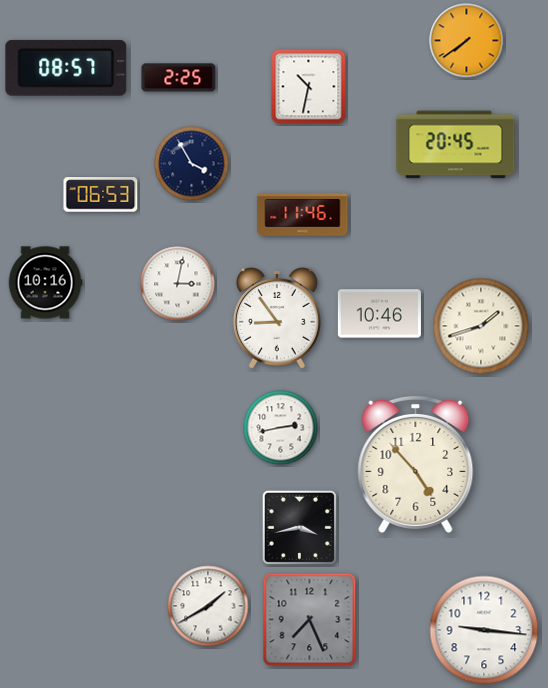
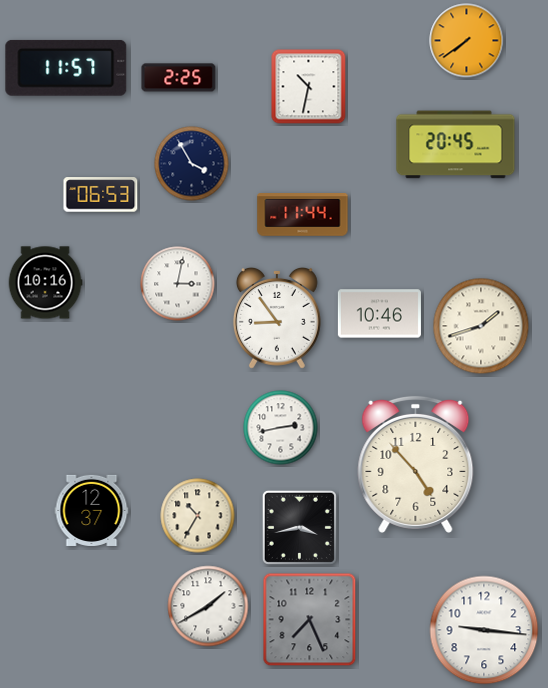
clock at (66, 68): 08:57 -> 11:57
clock at (303, 215): 11:46 -> 11:44
clock at (92, 510): none -> 12:37
clock at (198, 516): none -> 10:35
